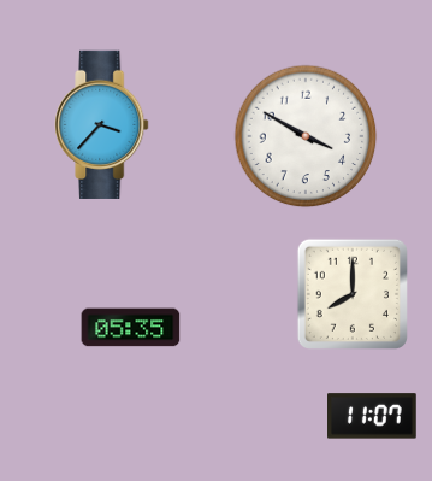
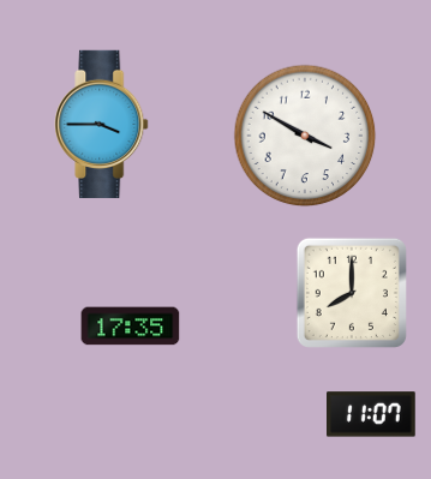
clock at (102, 124): 3:37 -> 3:45
clock at (131, 328): 05:35 -> 17:35
